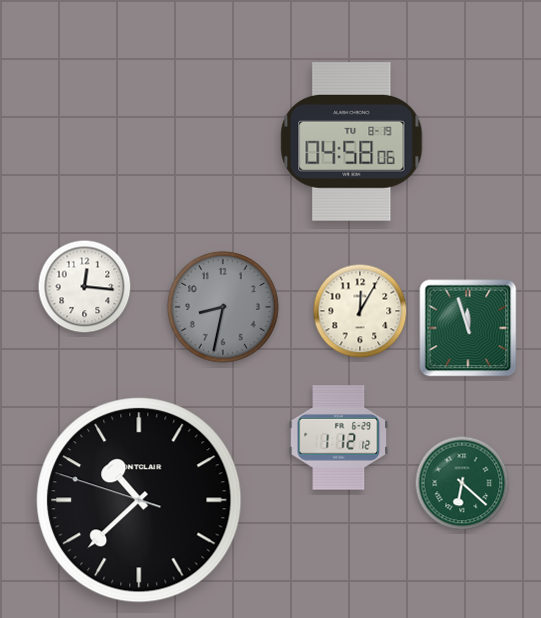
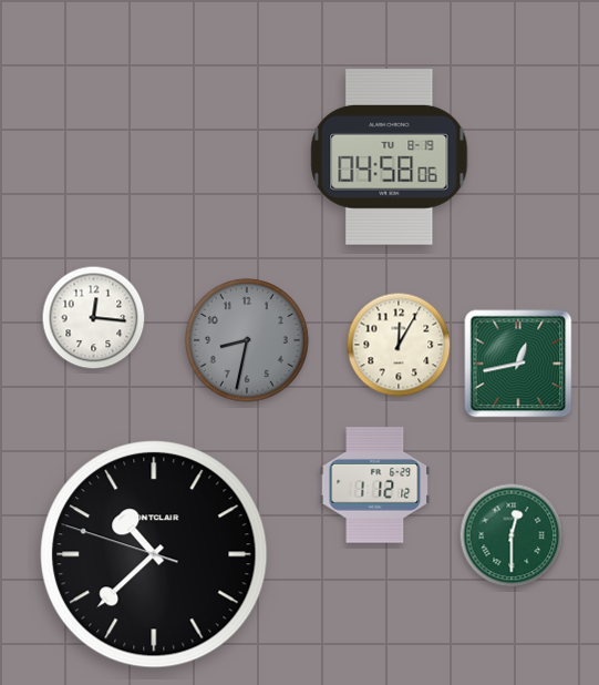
clock at (468, 328): 11:57 -> 12:43
clock at (462, 483): 6:22 -> 12:30
